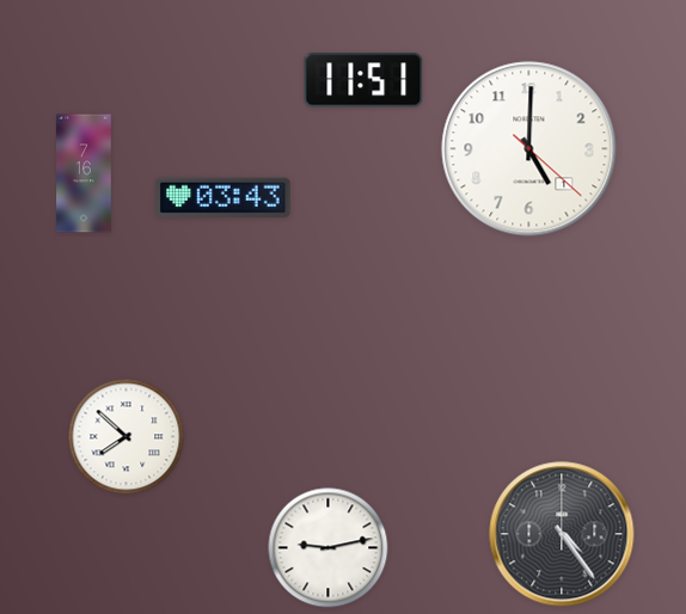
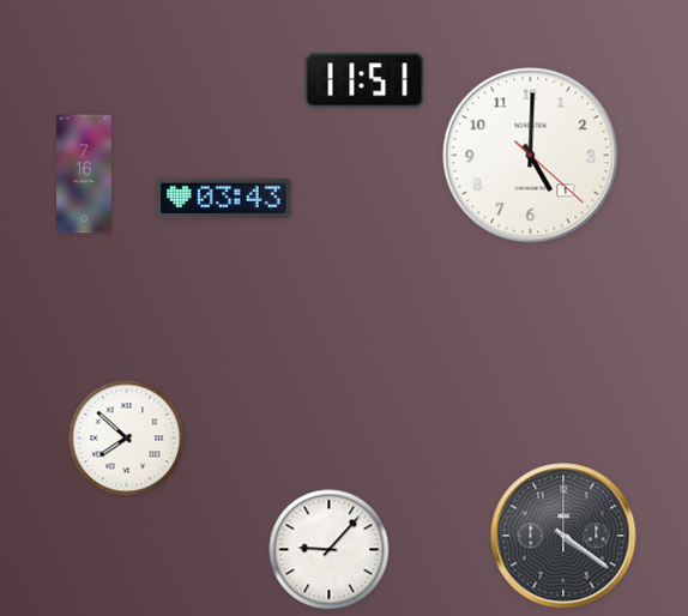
clock at (529, 149) position: (529, 149) -> (531, 156)
clock at (562, 534): 4:24 -> 4:21
clock at (329, 548): 9:13 -> 9:07
